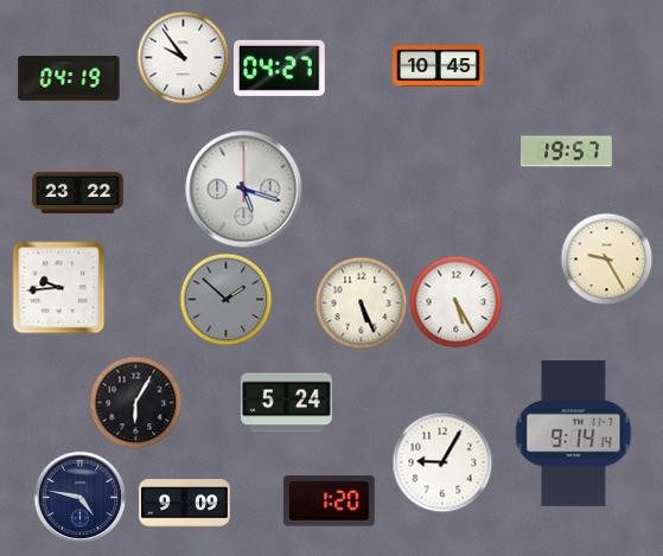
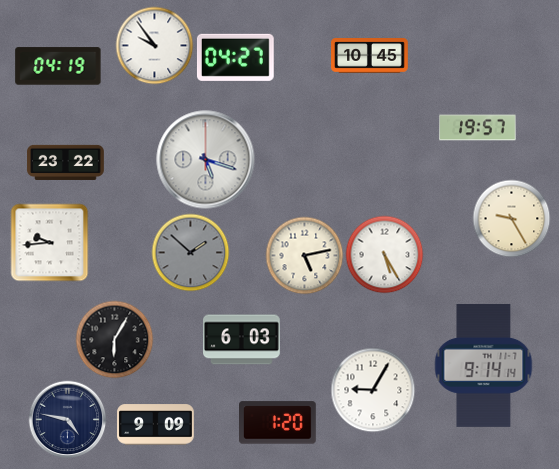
clock at (183, 57) position: (183, 57) -> (154, 45)
clock at (361, 302): 5:26 -> 5:13
clock at (287, 403): 5:24 -> 6:03
